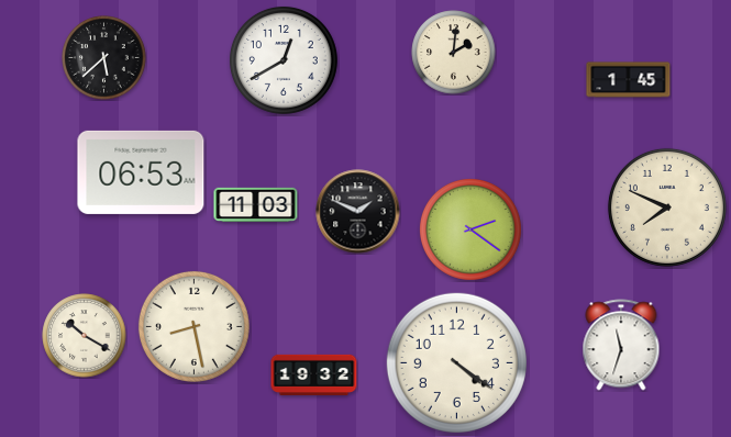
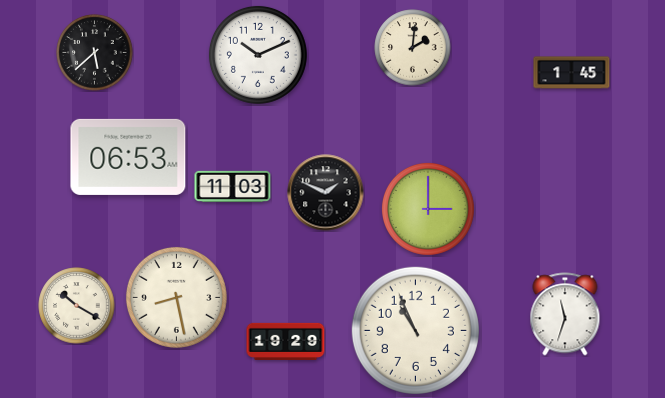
clock at (284, 60): 12:40 -> 10:11
clock at (667, 208): 7:49 -> none
clock at (470, 229): 2:21 -> 3:00
clock at (456, 362): 4:21 -> 10:56
clock at (314, 374): 19:32 -> 19:29
